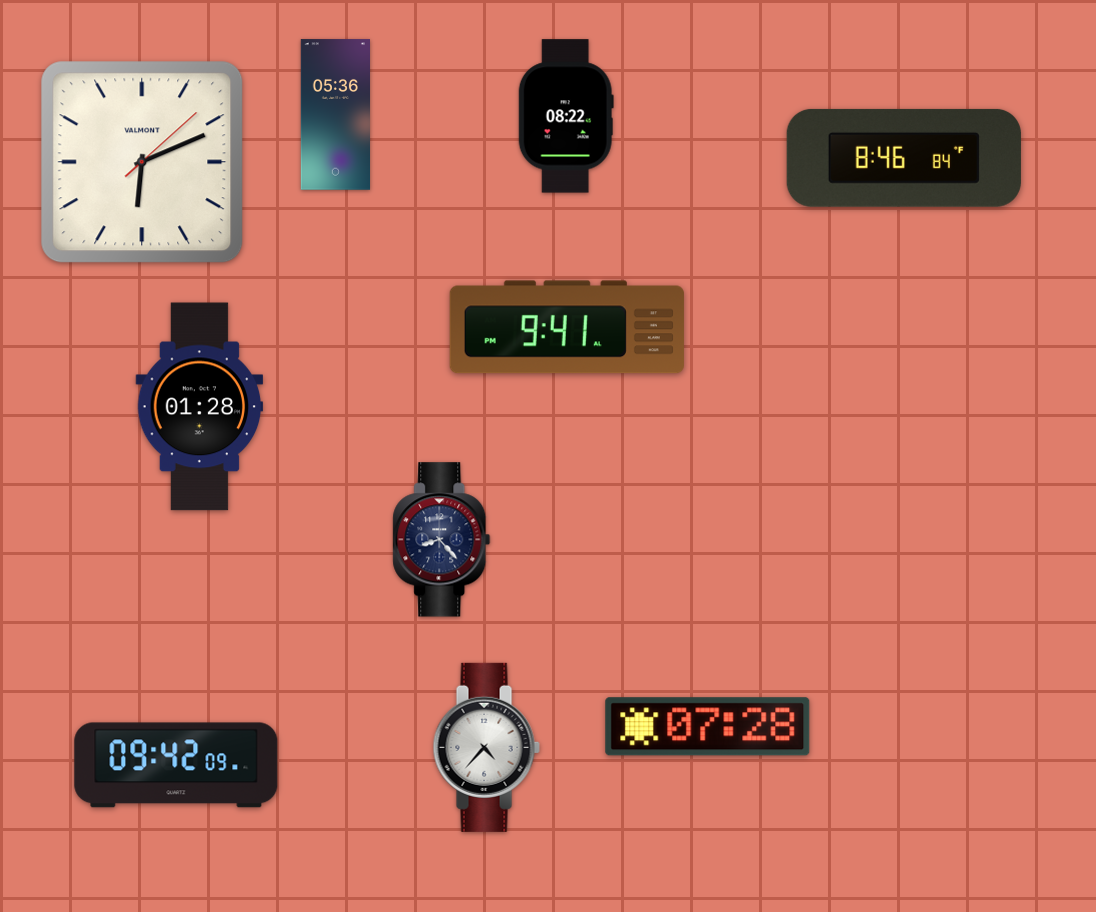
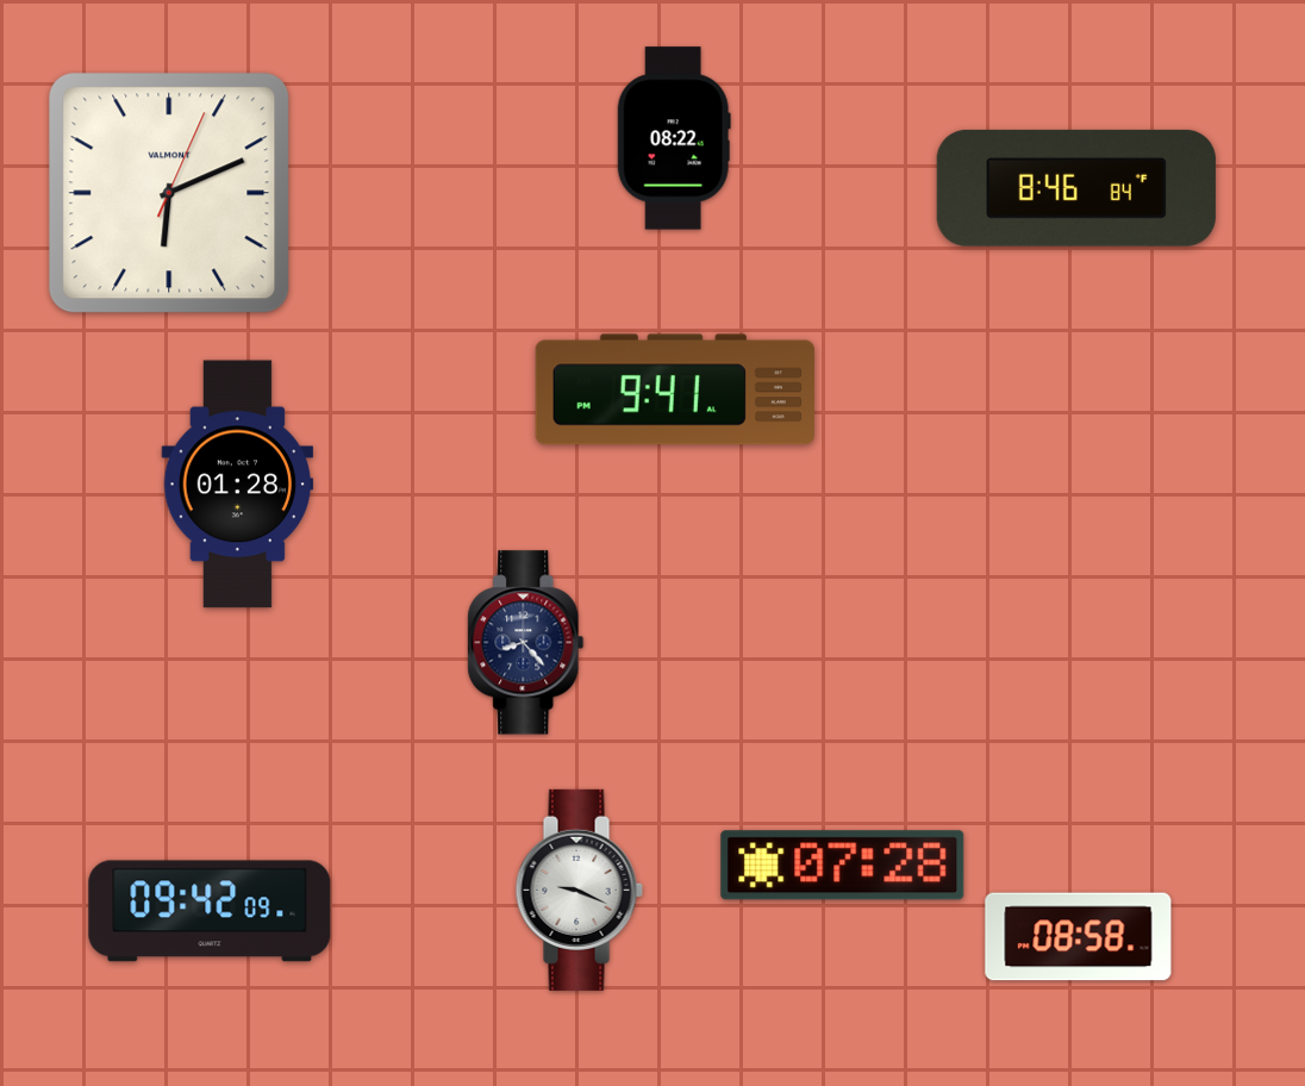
clock at (335, 115): 05:36 -> none
clock at (142, 162): 6:11:08 -> 6:11:04
clock at (486, 747): 4:37 -> 9:19
clock at (1079, 937): none -> 08:58
